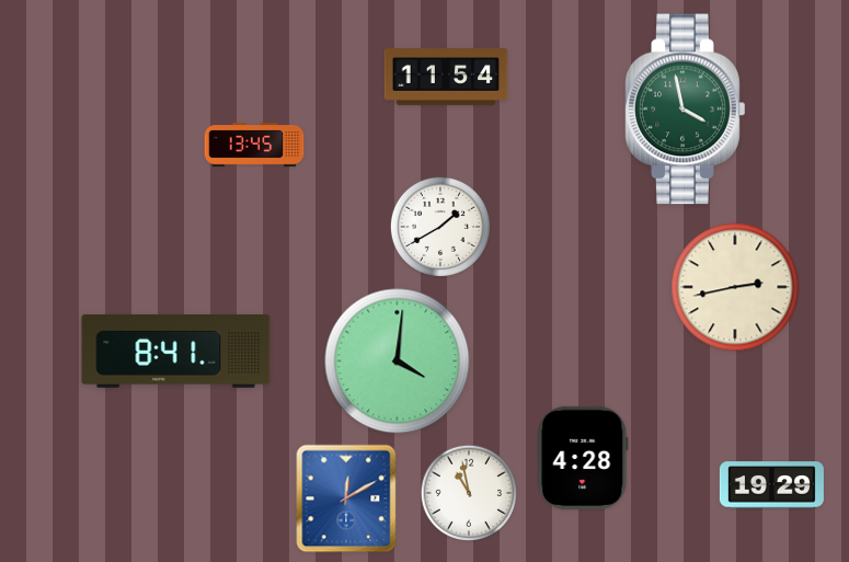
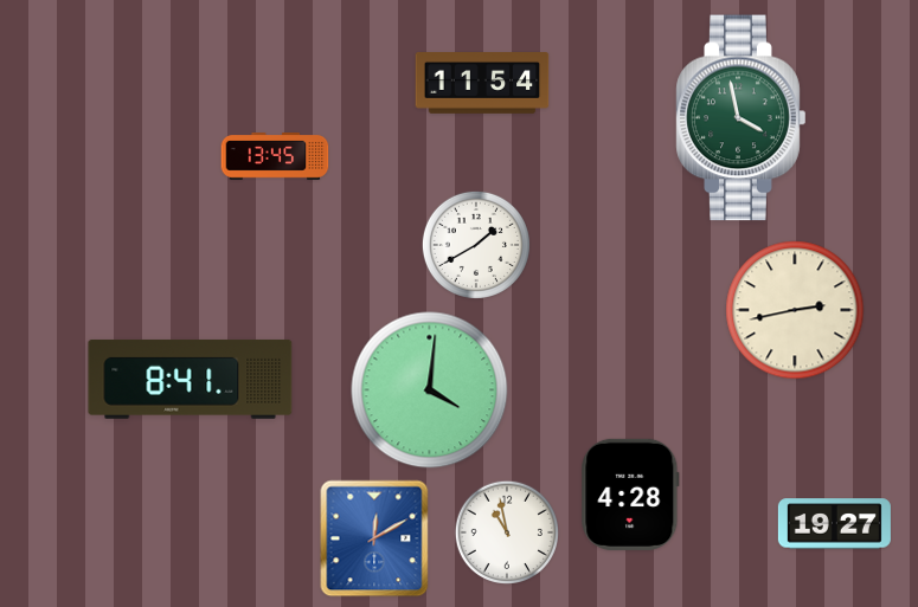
clock at (771, 485): 19:29 -> 19:27
